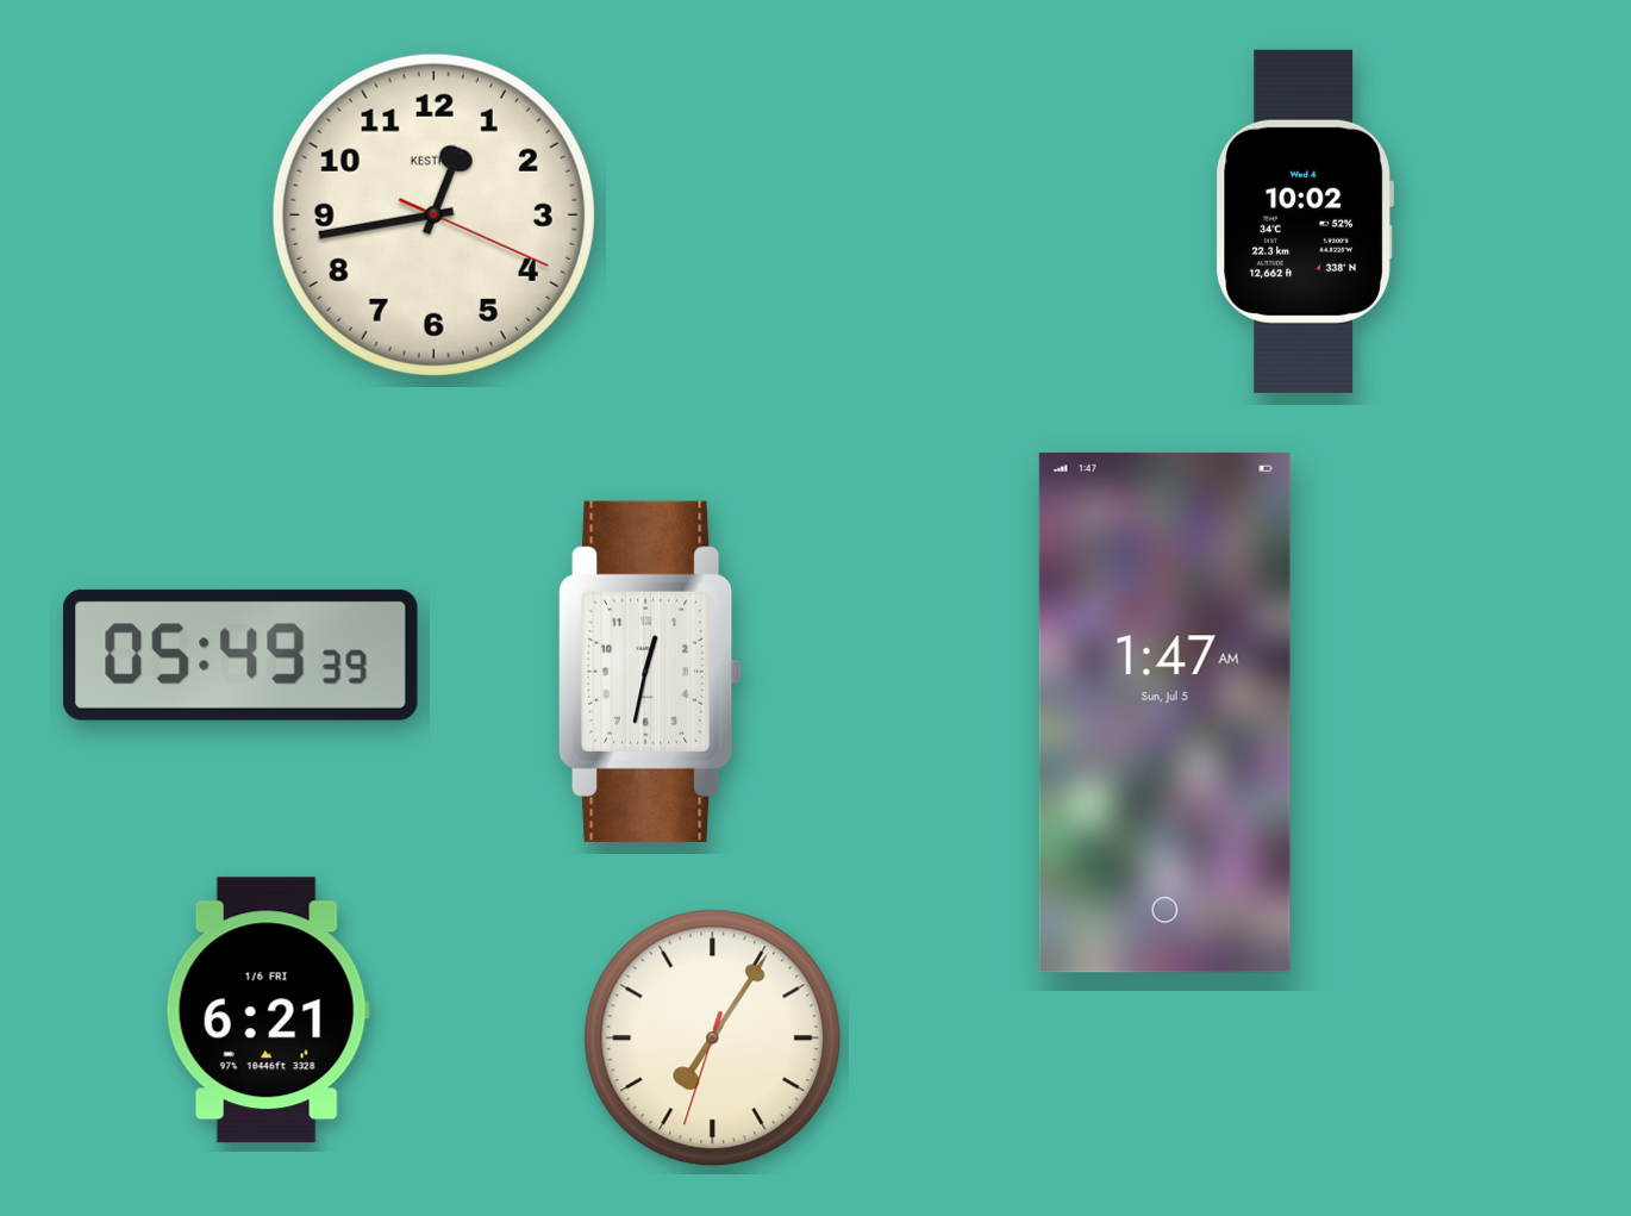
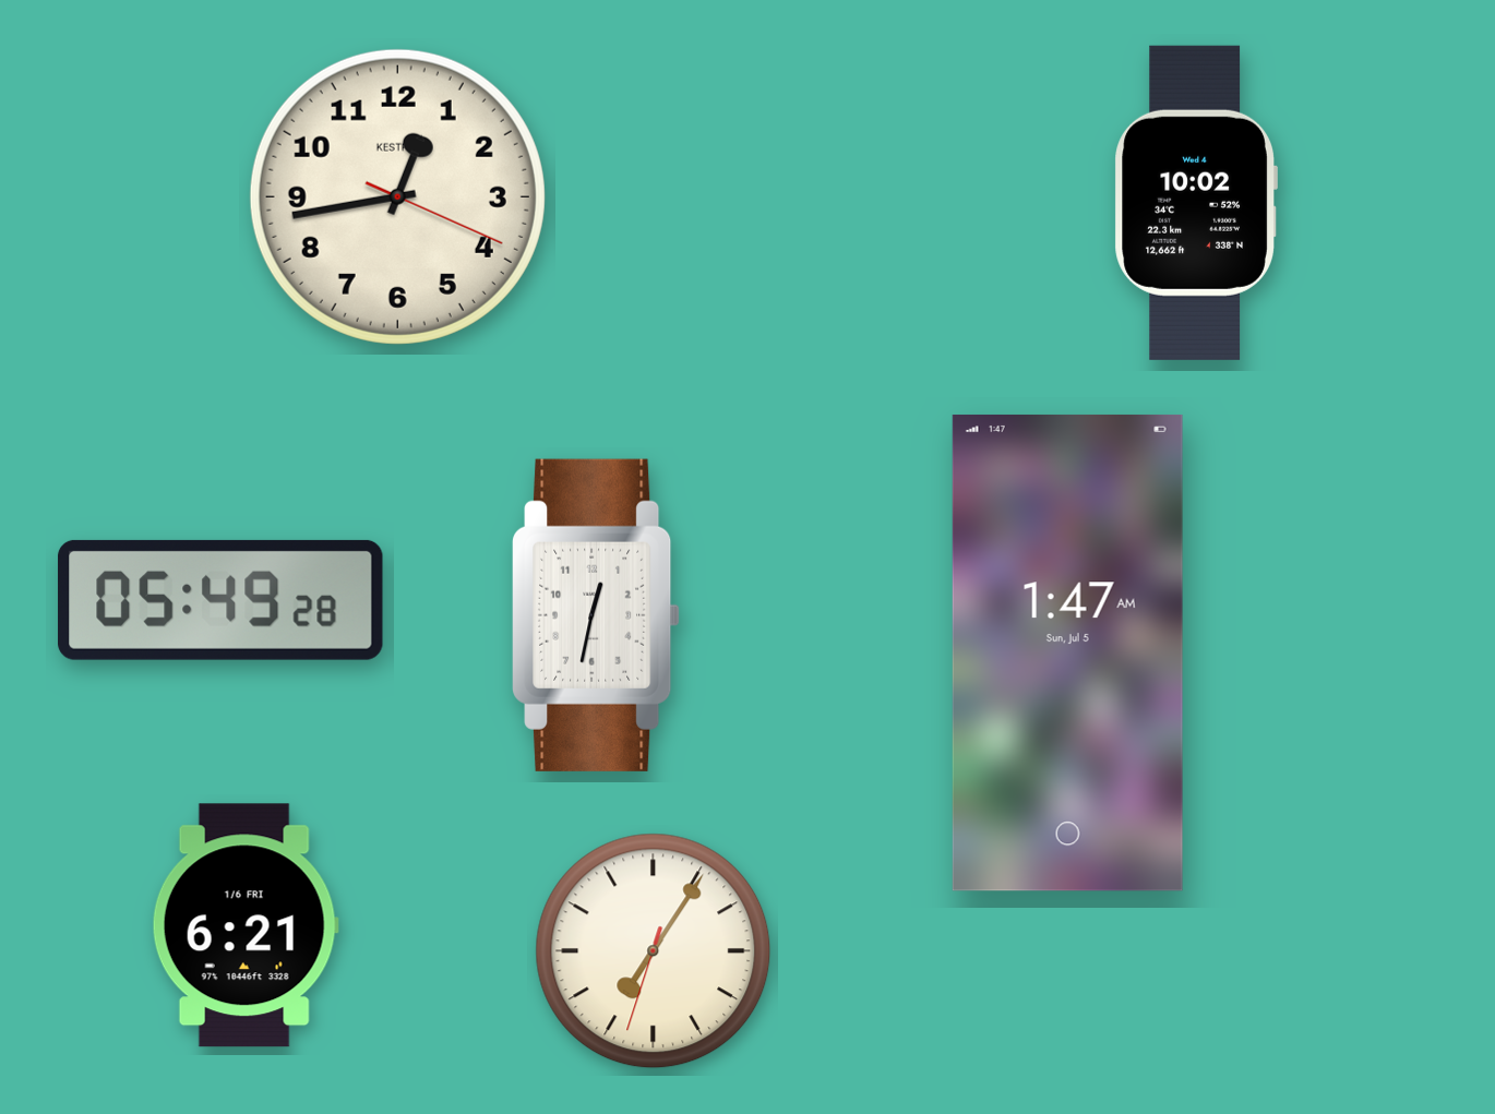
clock at (240, 655): 05:49:39 -> 05:49:28
